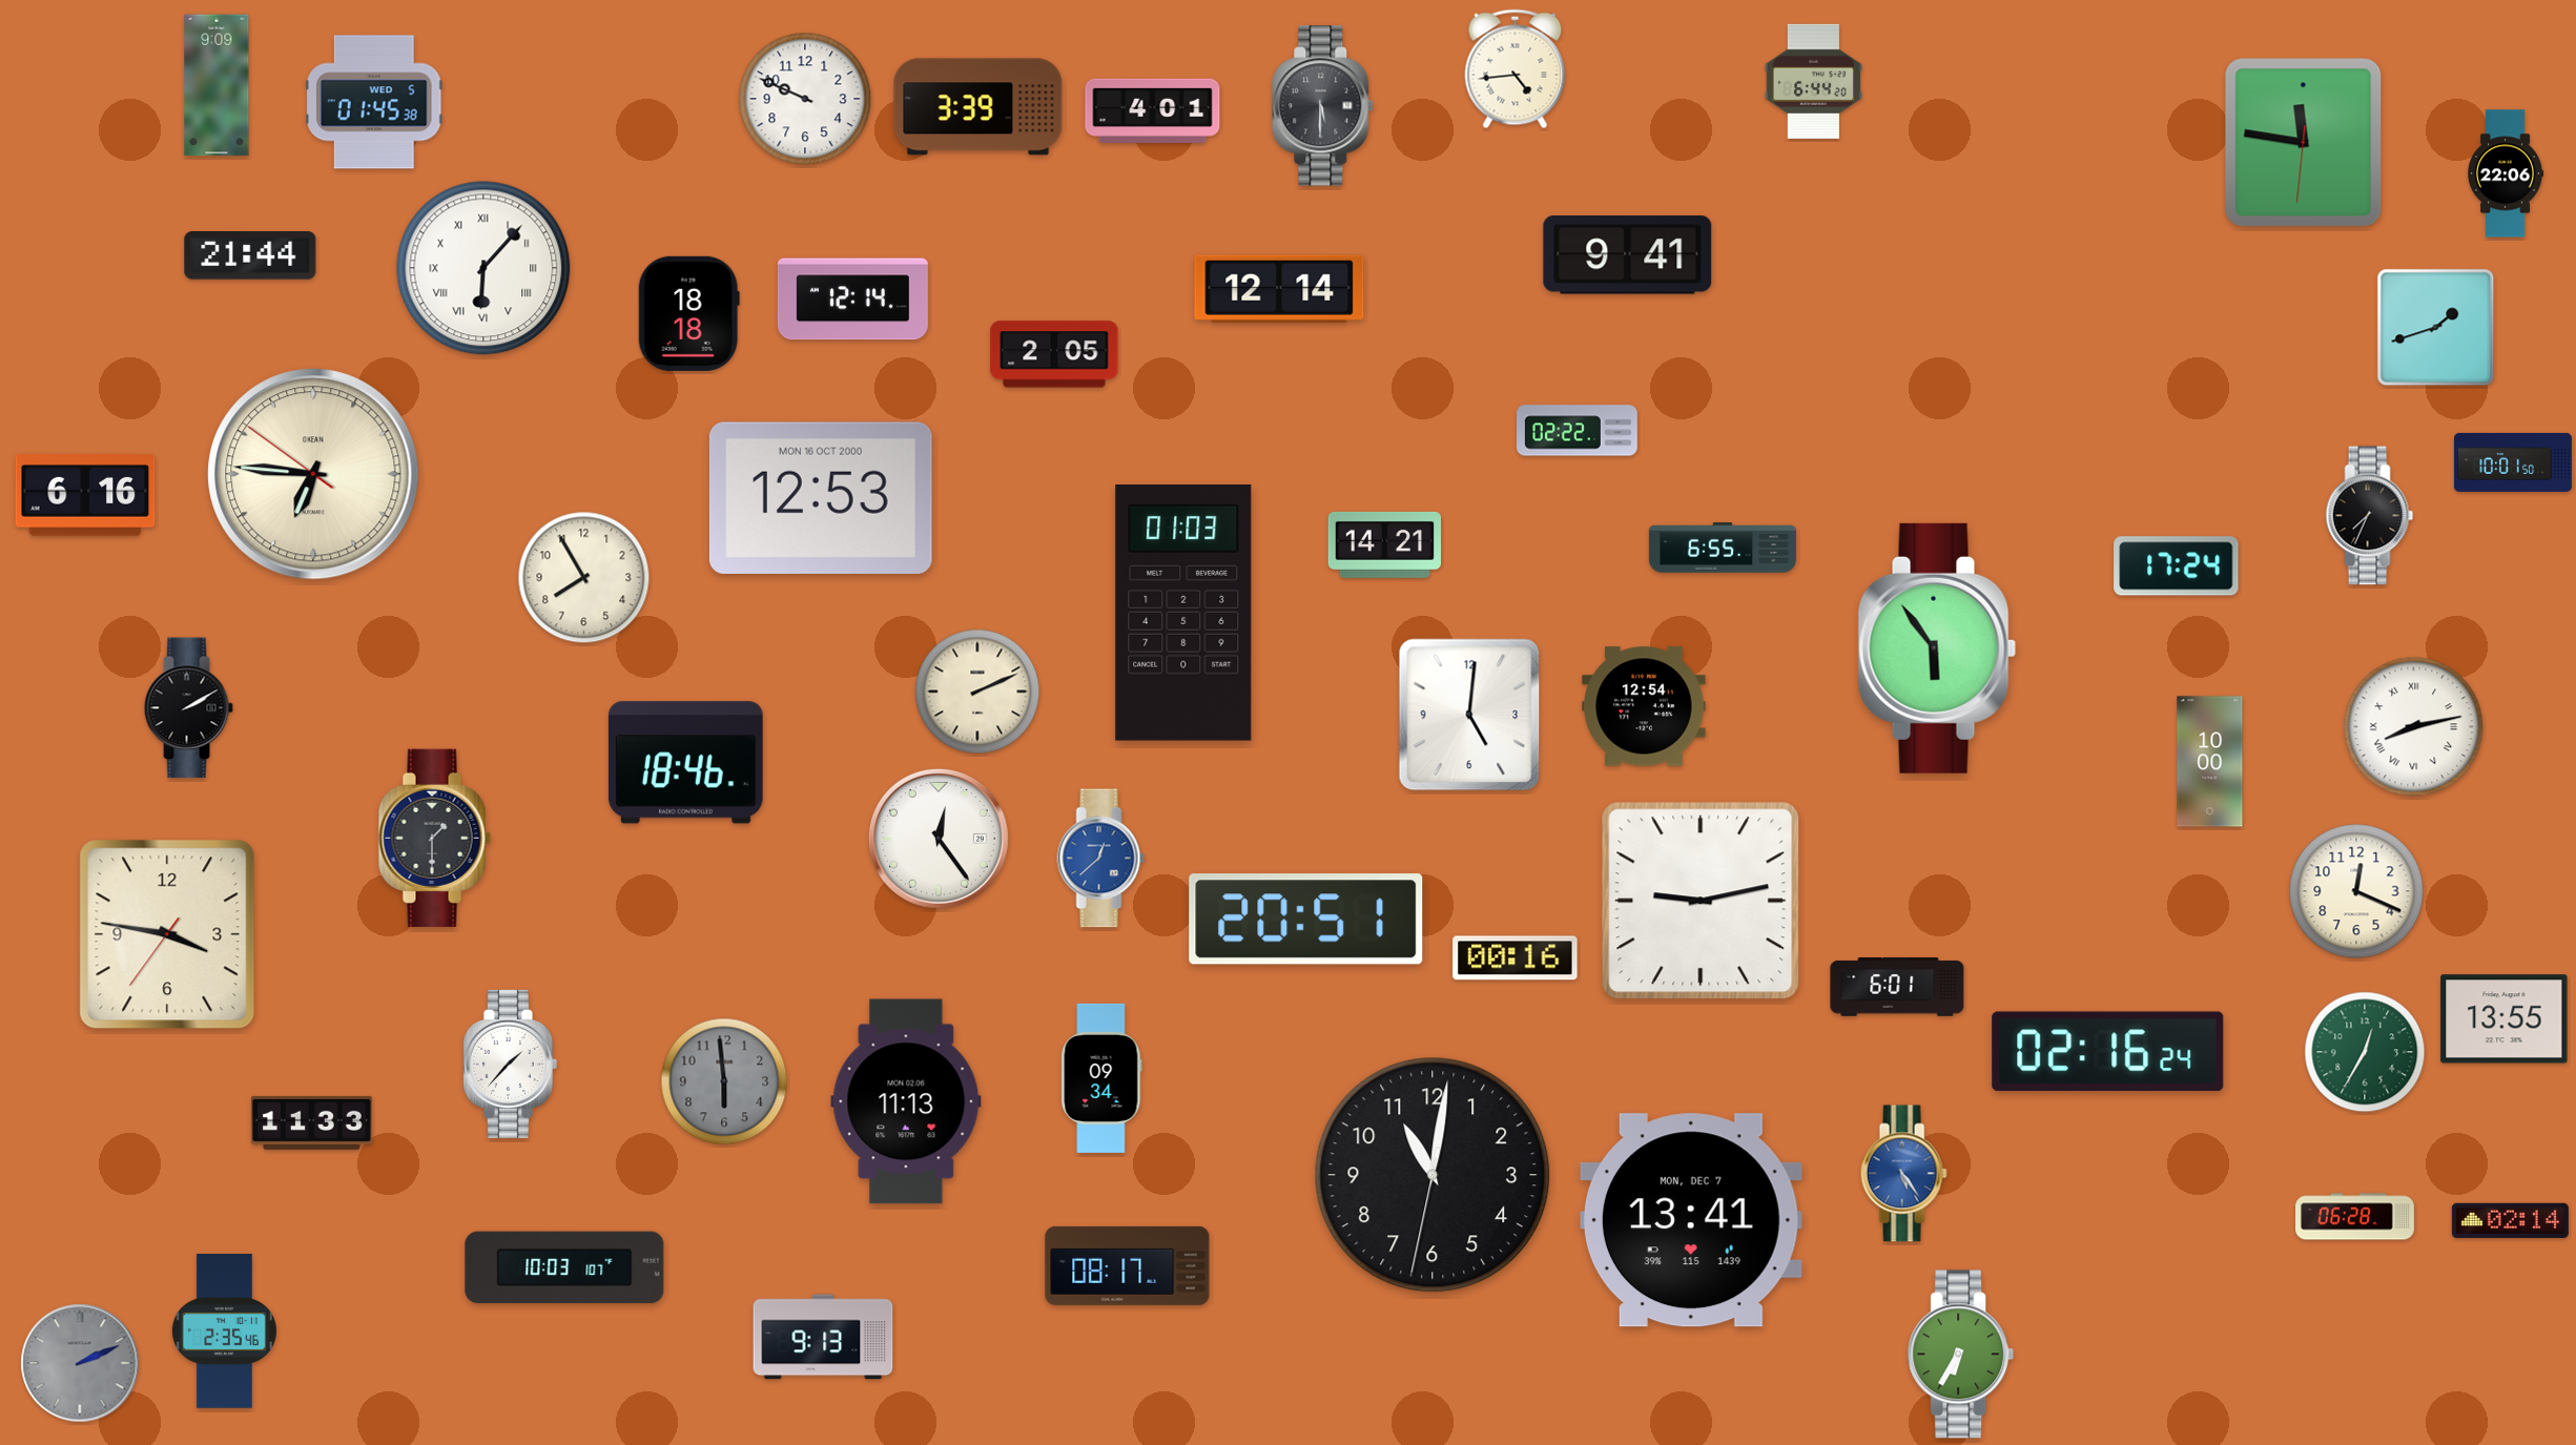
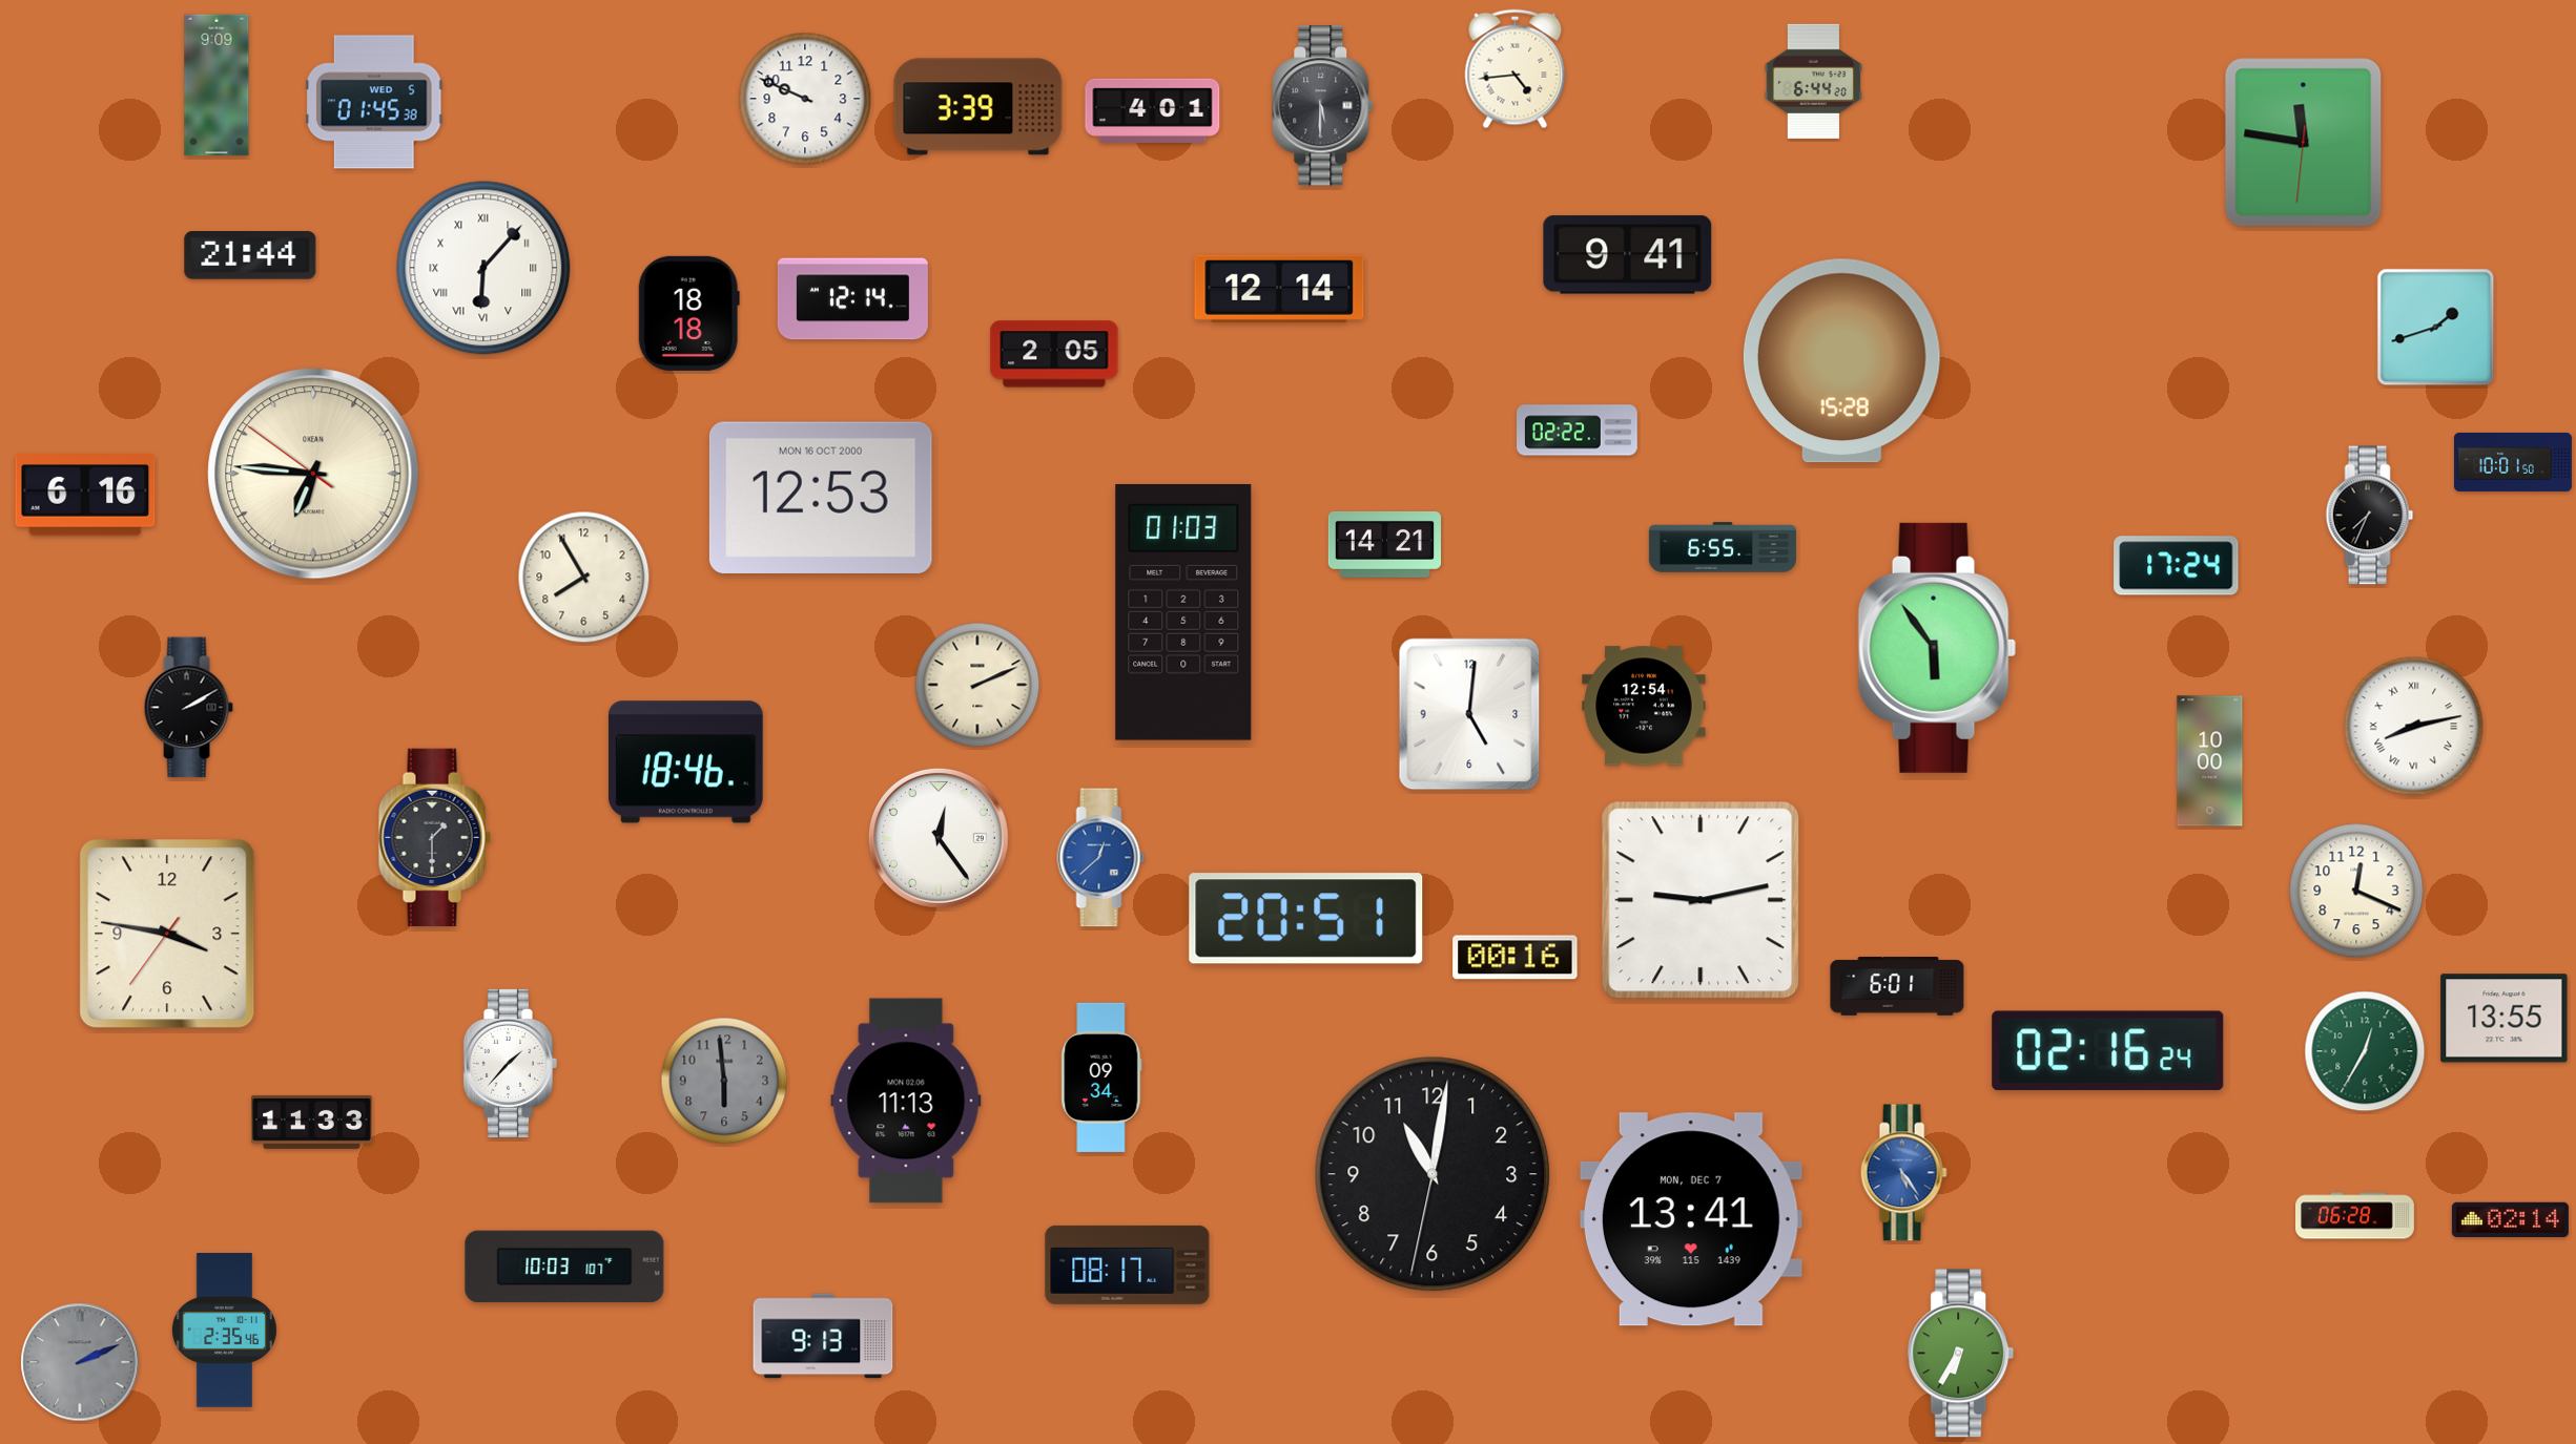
clock at (2506, 173): 22:06 -> none
clock at (1841, 361): none -> 15:28
clock at (977, 691) position: (977, 691) -> (977, 685)
